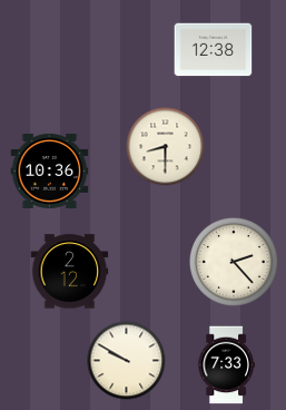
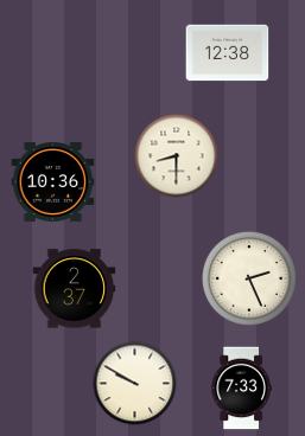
clock at (234, 262): 2:23 -> 2:26
clock at (70, 272): 2:12 -> 2:37
